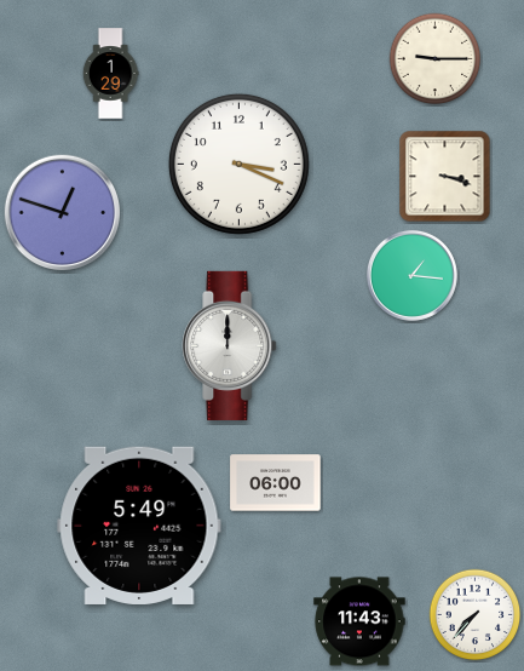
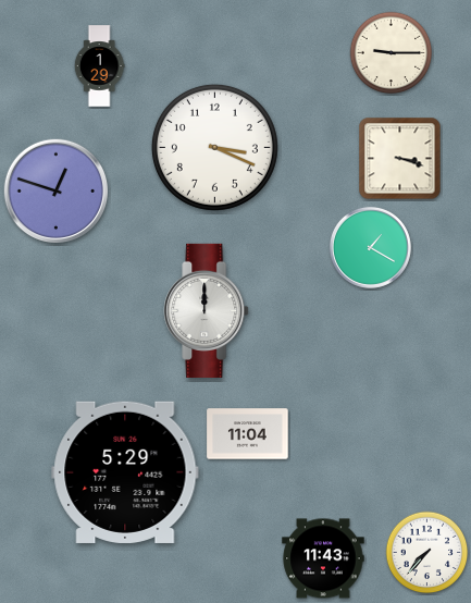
clock at (411, 275): 1:16 -> 1:20
clock at (276, 483): 06:00 -> 11:04
clock at (139, 526): 5:49 -> 5:29
